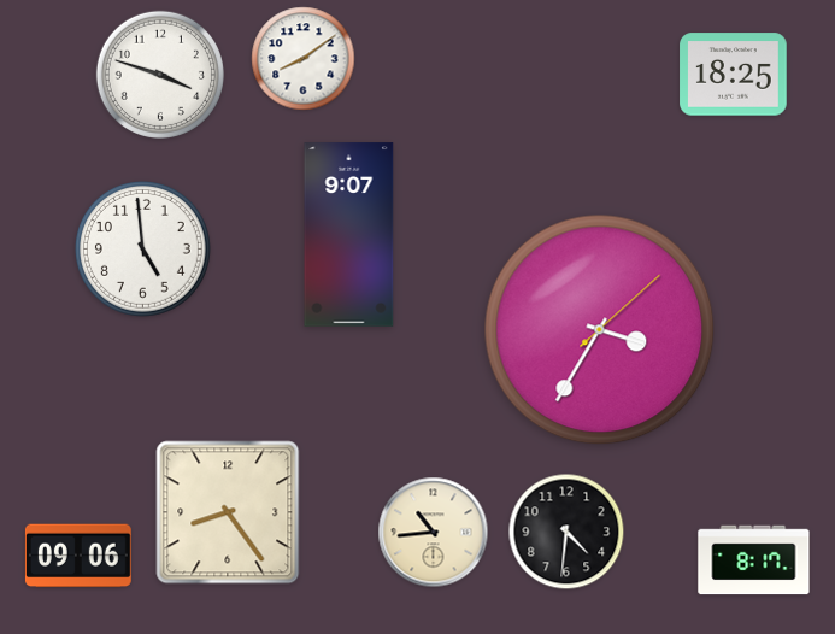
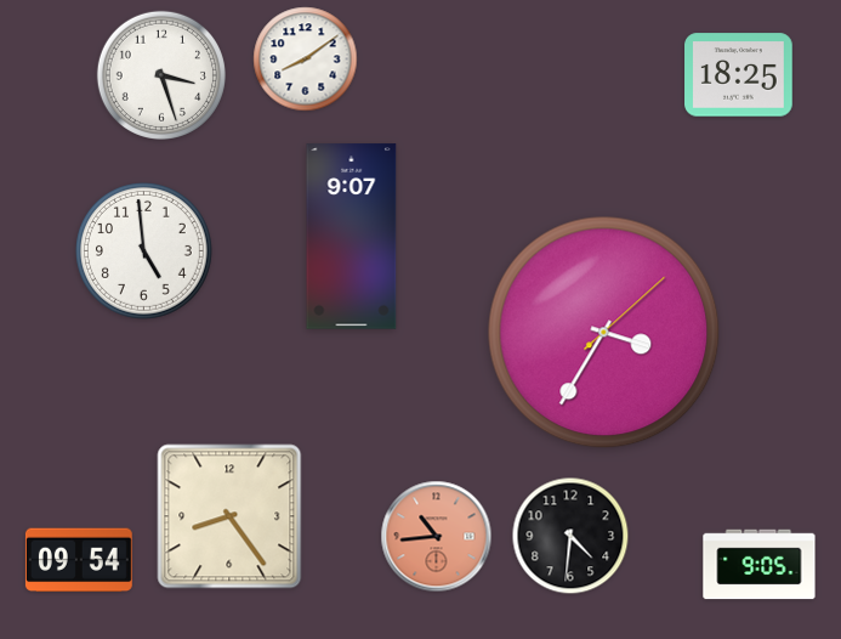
clock at (160, 75): 3:48 -> 3:27
clock at (434, 533) dial: cream -> salmon
clock at (78, 556): 09:06 -> 09:54
clock at (754, 560): 8:17 -> 9:05
